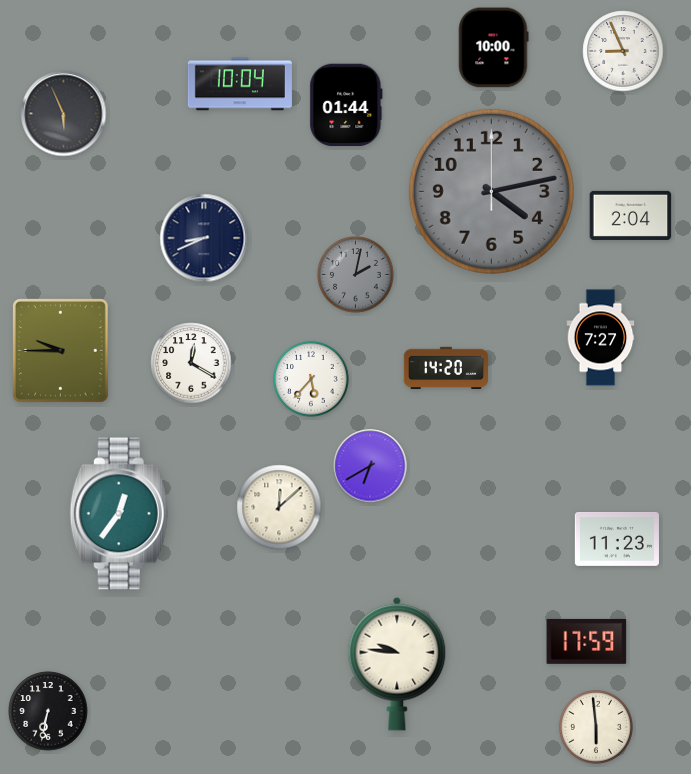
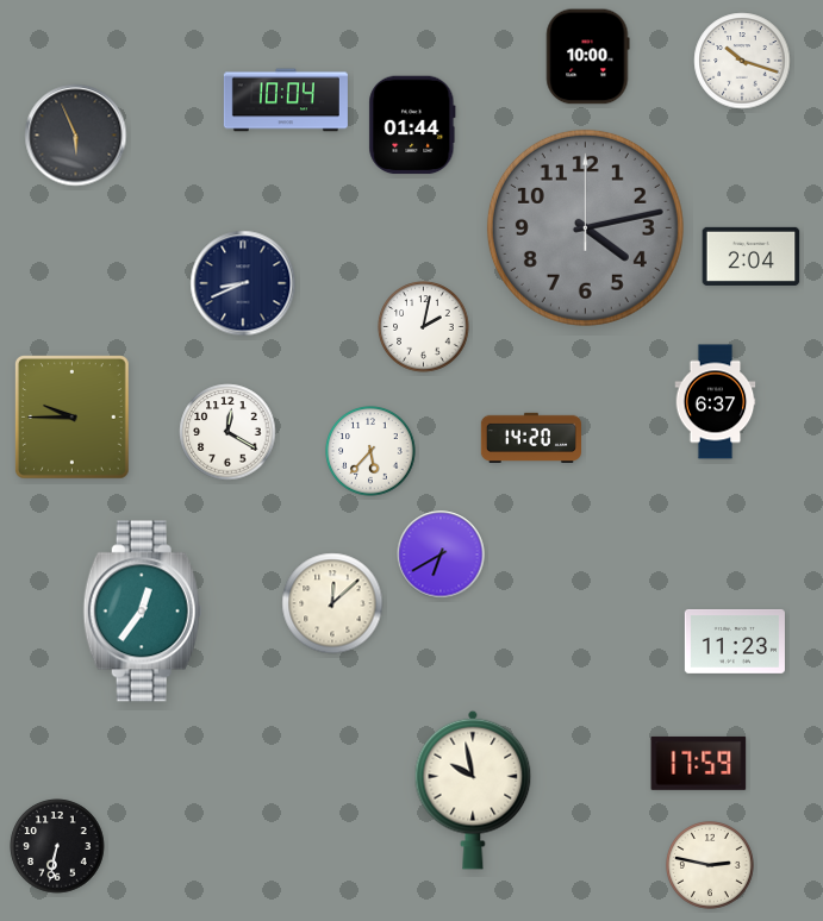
clock at (623, 51): 8:56 -> 10:18
clock at (356, 275) dial: grey -> white
clock at (601, 338): 7:27 -> 6:37
clock at (397, 664): 9:46 -> 9:58
clock at (597, 728): 5:59 -> 2:47
